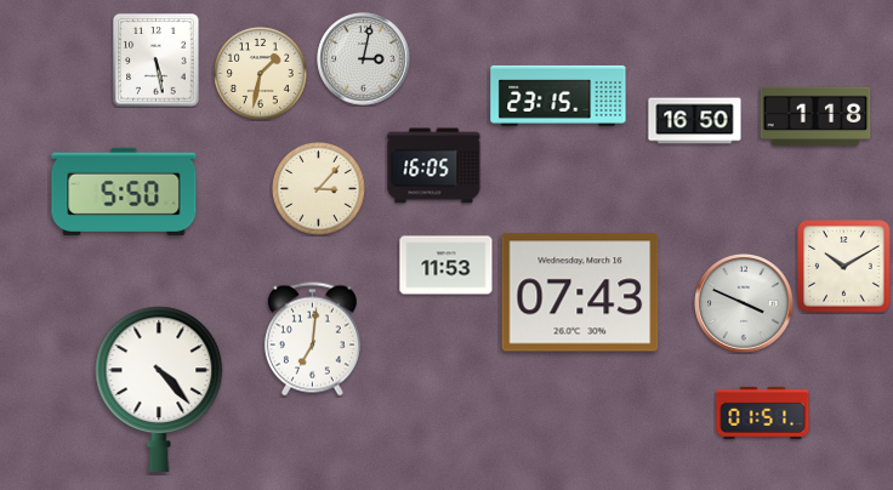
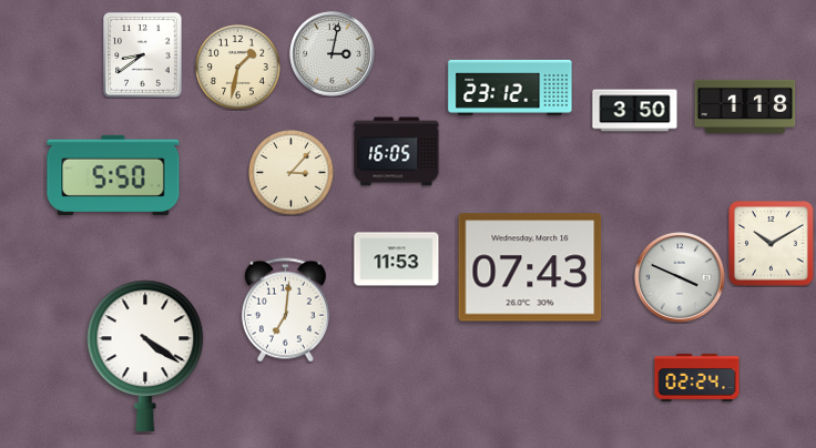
clock at (157, 61): 5:28 -> 8:39
clock at (558, 96): 23:15 -> 23:12
clock at (695, 121): 16:50 -> 3:50
clock at (447, 266) position: (447, 266) -> (397, 259)
clock at (159, 389): 4:23 -> 4:21
clock at (763, 412): 01:51 -> 02:24
